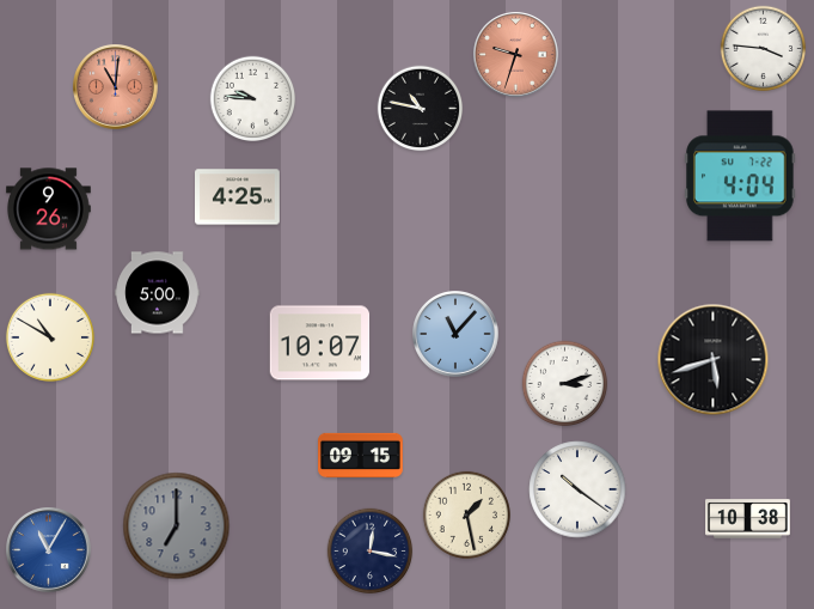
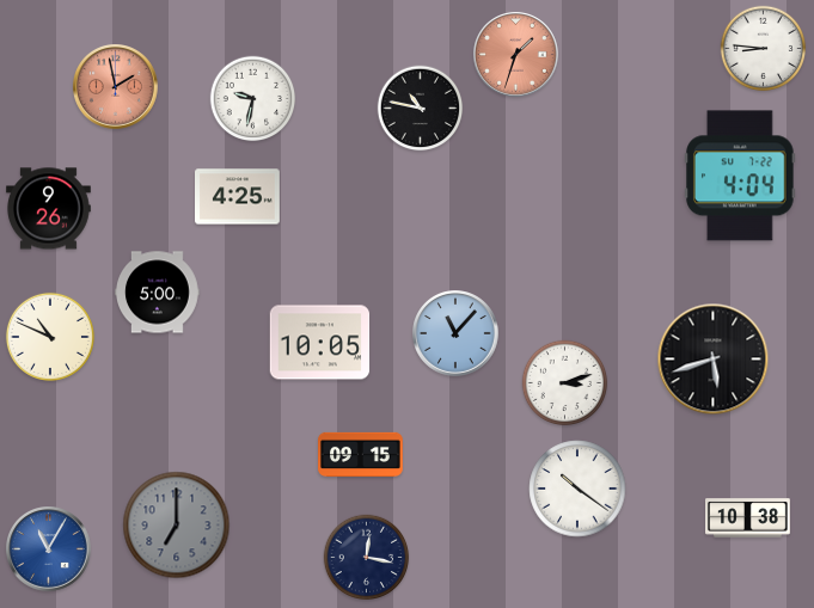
clock at (764, 49): 3:46 -> 8:46
clock at (516, 55): 9:33 -> 1:33
clock at (116, 87): 11:01 -> 1:58
clock at (253, 99): 9:46 -> 9:32
clock at (50, 337): 10:50 -> 10:49
clock at (320, 343): 10:07 -> 10:05
clock at (466, 514): 1:28 -> none
clock at (371, 552) position: (371, 552) -> (367, 558)
